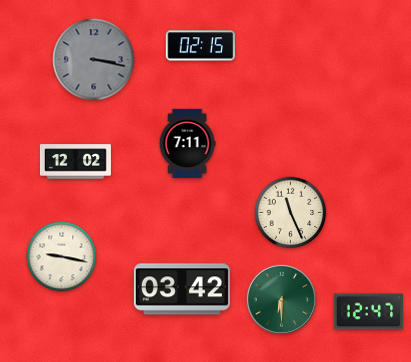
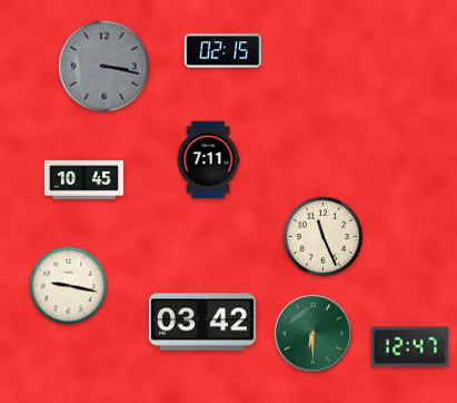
clock at (75, 162): 12:02 -> 10:45
